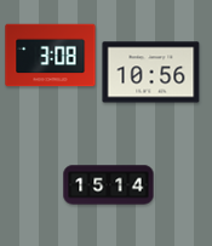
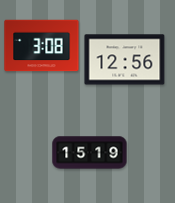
clock at (151, 73): 10:56 -> 12:56
clock at (109, 185): 15:14 -> 15:19
